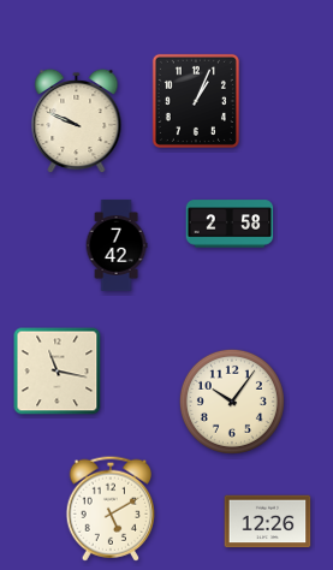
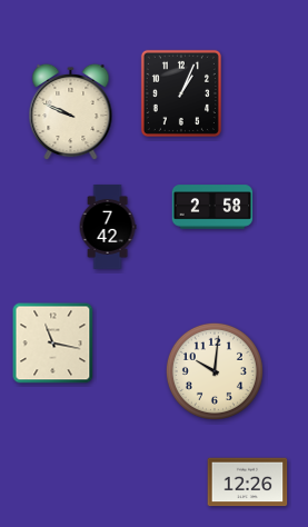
clock at (232, 402): 10:06 -> 10:01
clock at (109, 509): 5:10 -> none
